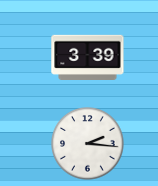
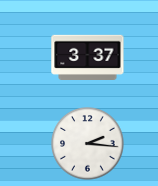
clock at (88, 57): 3:39 -> 3:37
